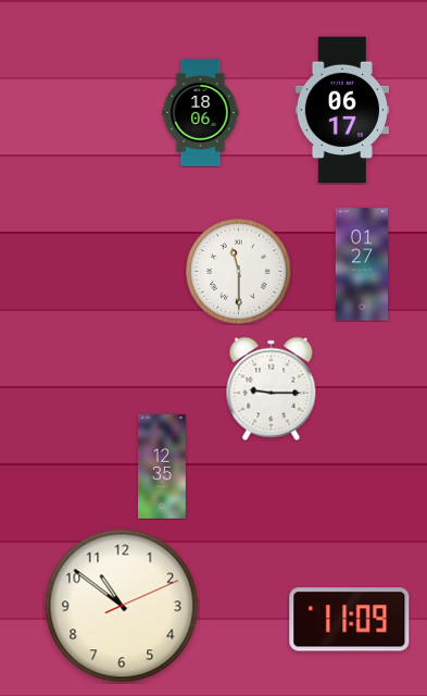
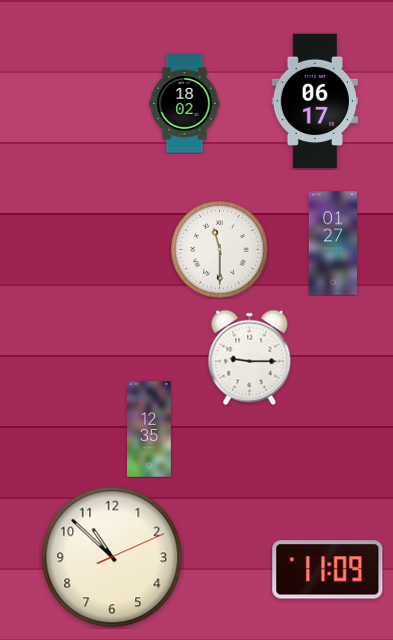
clock at (201, 113): 18:06 -> 18:02
clock at (122, 606): 10:51 -> 10:52
clock at (350, 620) position: (350, 620) -> (328, 570)
